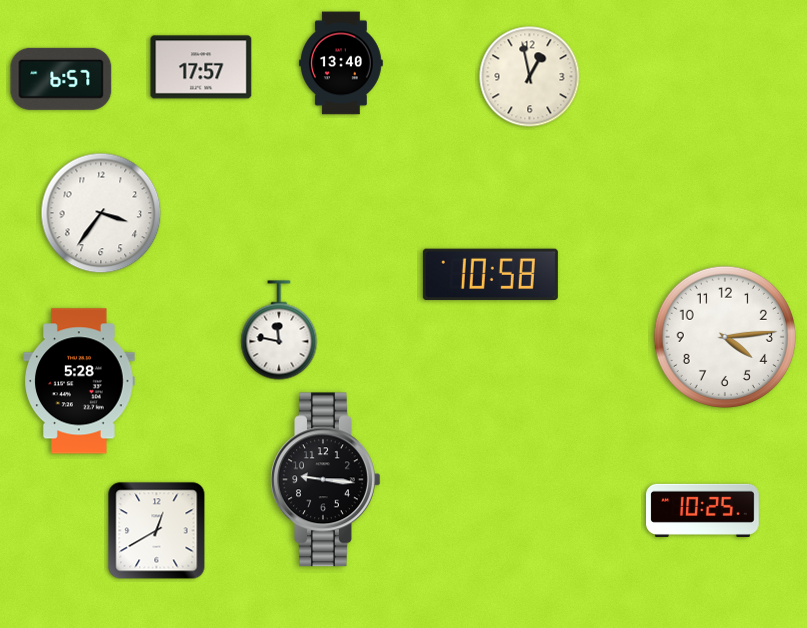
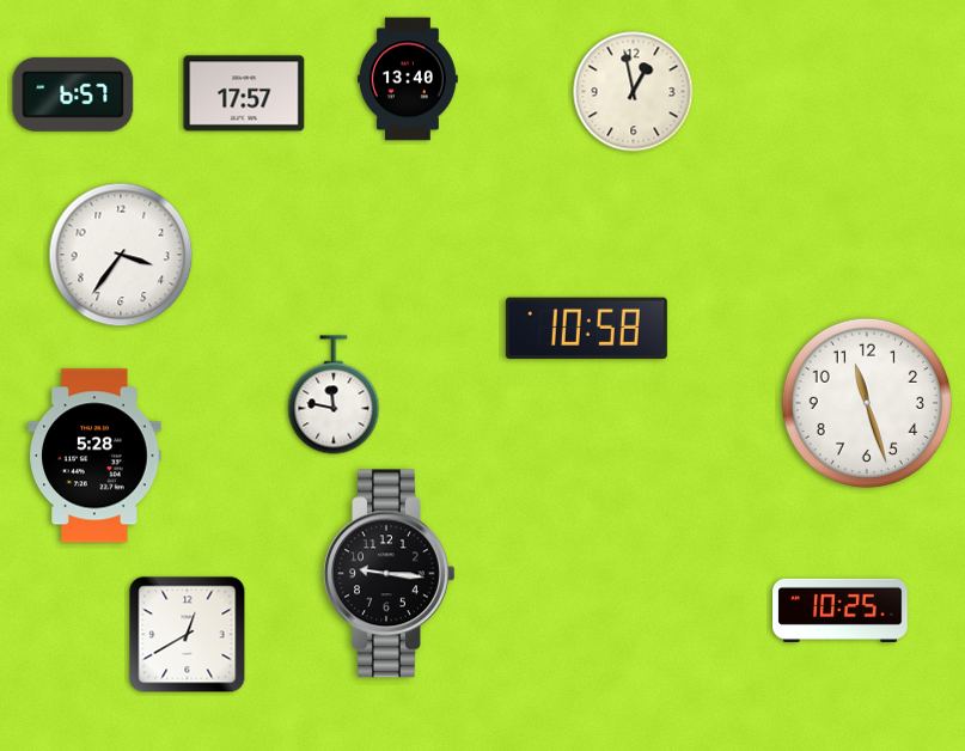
clock at (342, 63) position: (342, 63) -> (409, 79)
clock at (201, 67) position: (201, 67) -> (244, 93)
clock at (725, 337): 4:14 -> 11:27
